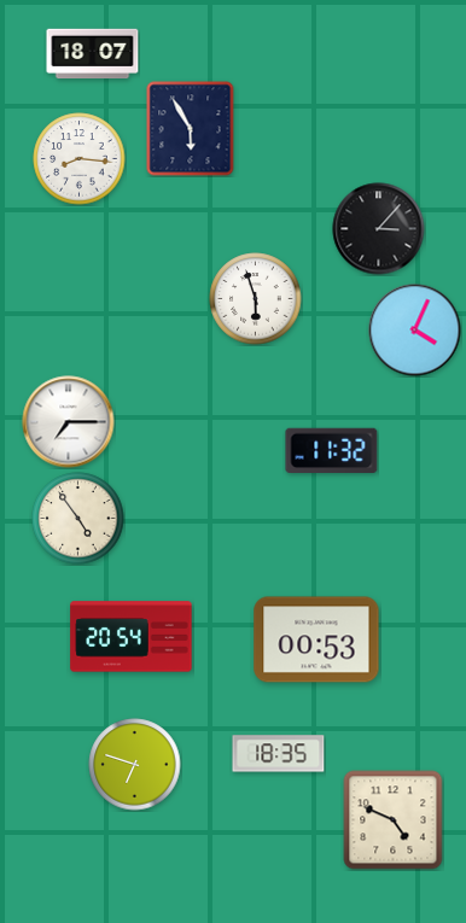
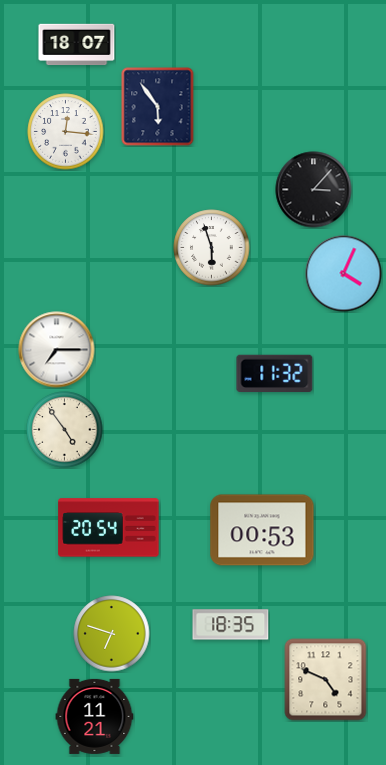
clock at (191, 129): 5:55 -> 5:54
clock at (80, 159): 8:16 -> 12:16
clock at (95, 716): none -> 11:21
